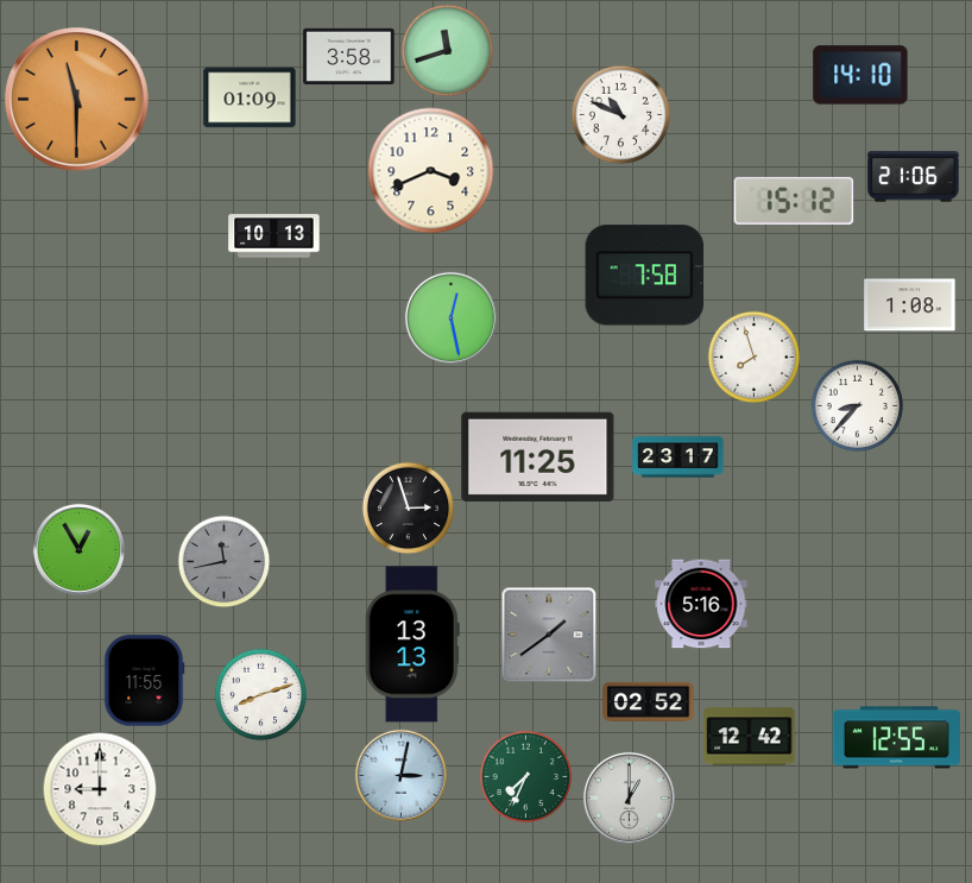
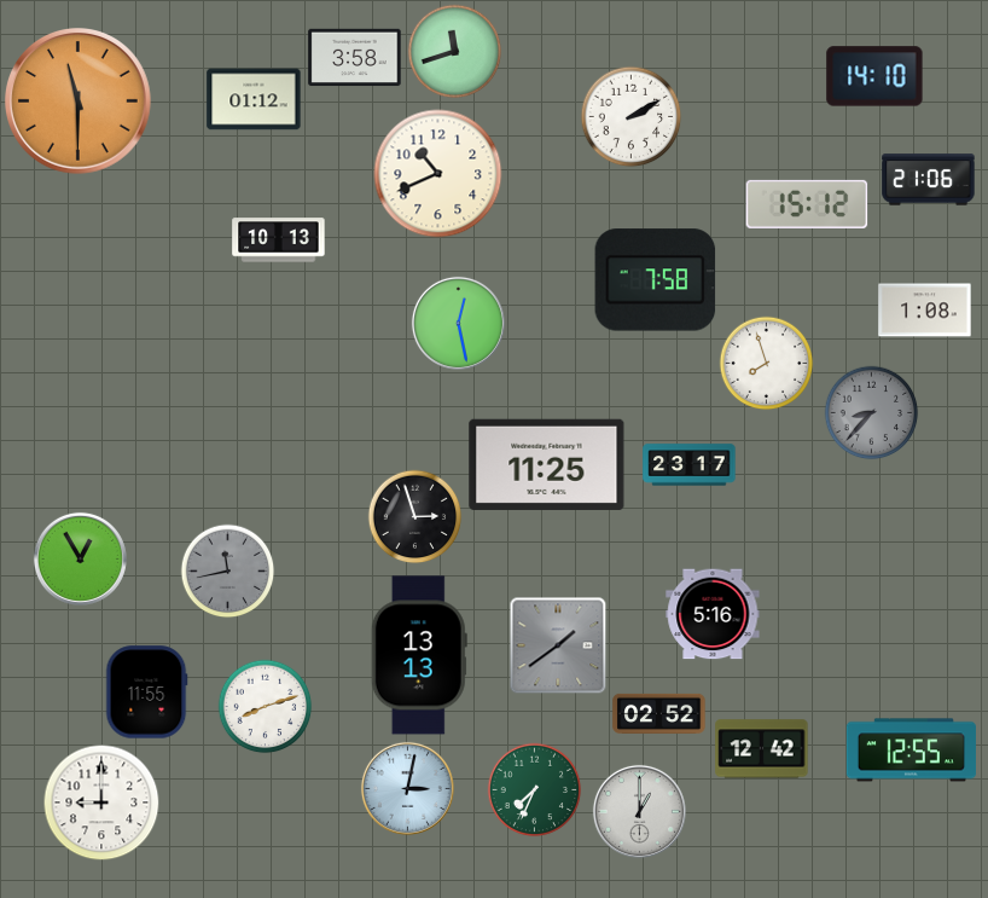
clock at (250, 97): 01:09 -> 01:12
clock at (620, 114): 10:49 -> 2:10
clock at (431, 171): 3:41 -> 10:41
clock at (857, 405) dial: white -> grey
